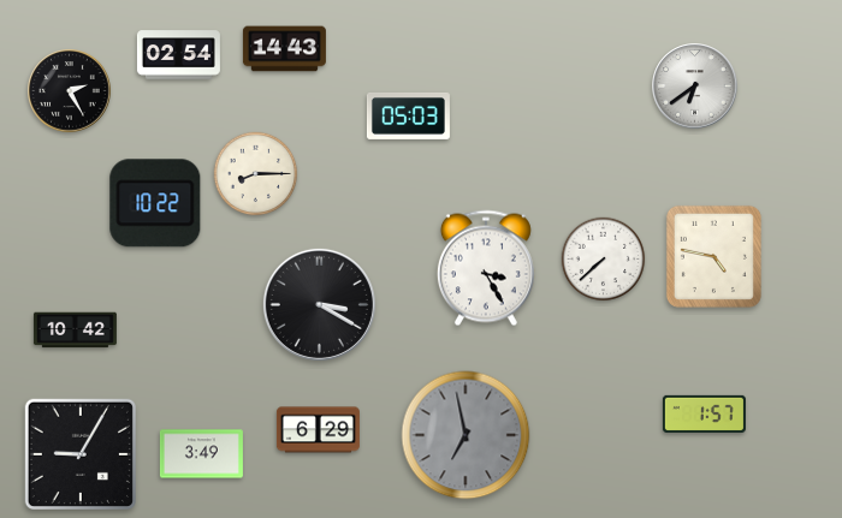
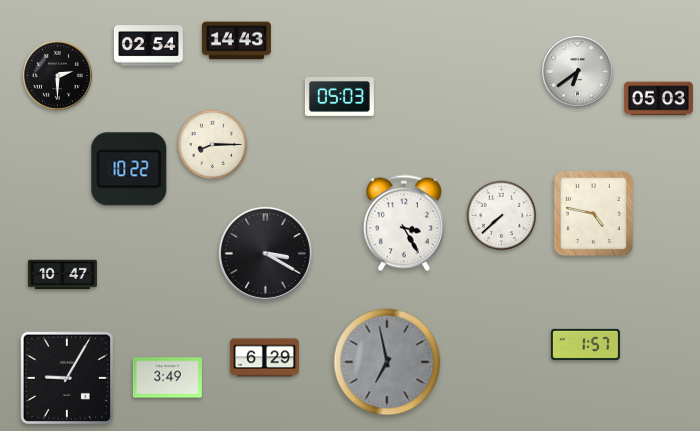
clock at (70, 91): 2:25 -> 2:30
clock at (658, 99): none -> 05:03
clock at (75, 331): 10:42 -> 10:47
